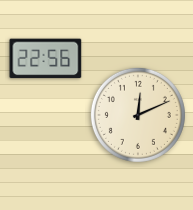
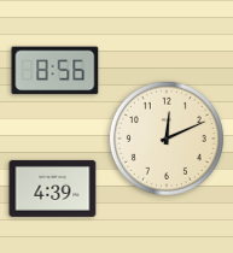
clock at (46, 59): 22:56 -> 8:56
clock at (53, 188): none -> 4:39
